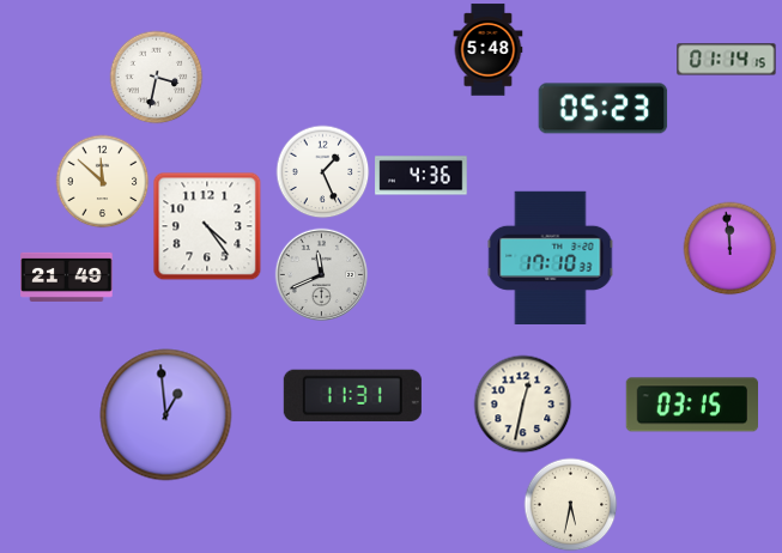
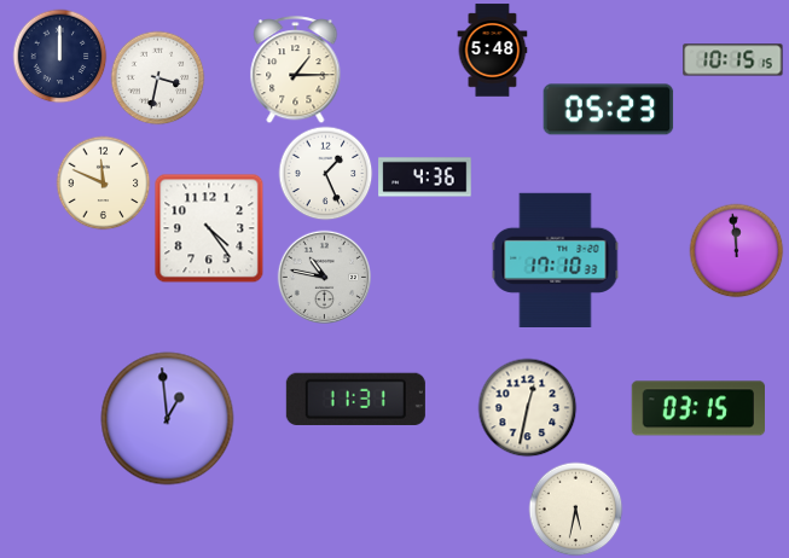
clock at (59, 56): none -> 12:00
clock at (727, 60): 01:14 -> 10:15
clock at (296, 70): none -> 1:15
clock at (102, 181): 11:52 -> 11:49
clock at (321, 274): 11:41 -> 10:47
clock at (67, 276): 21:49 -> none
